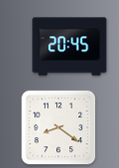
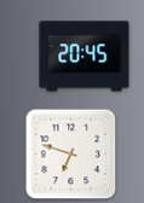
clock at (59, 128): 8:21 -> 6:48
